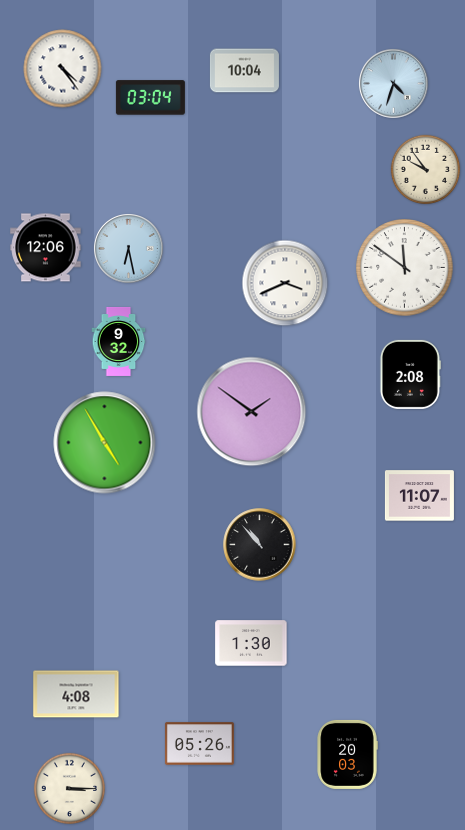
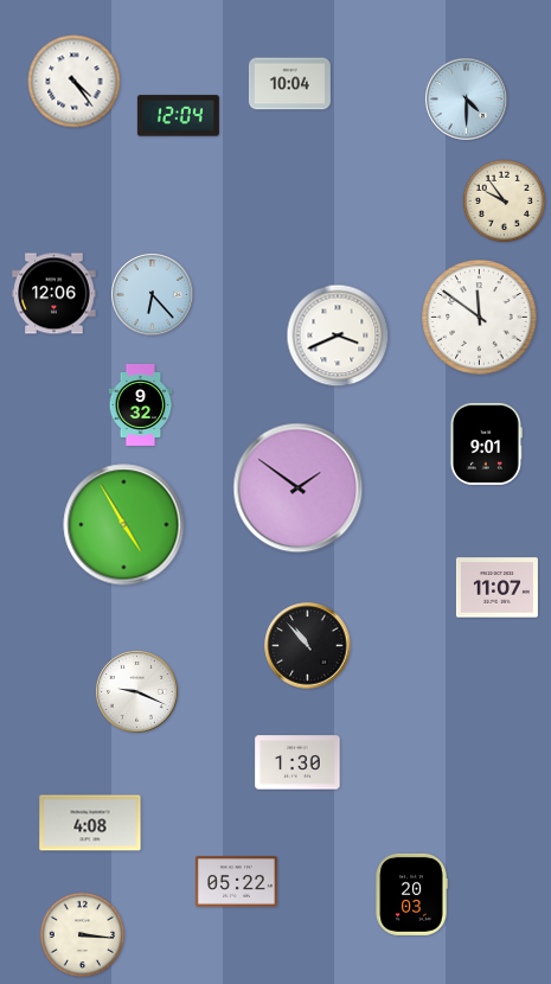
clock at (394, 84): 4:33 -> 4:30
clock at (150, 98): 03:04 -> 12:04
clock at (129, 249): 6:28 -> 6:23
clock at (410, 374): 2:08 -> 9:01
clock at (137, 692): none -> 9:19
clock at (199, 744): 05:26 -> 05:22
clock at (69, 788): 3:15 -> 3:16
